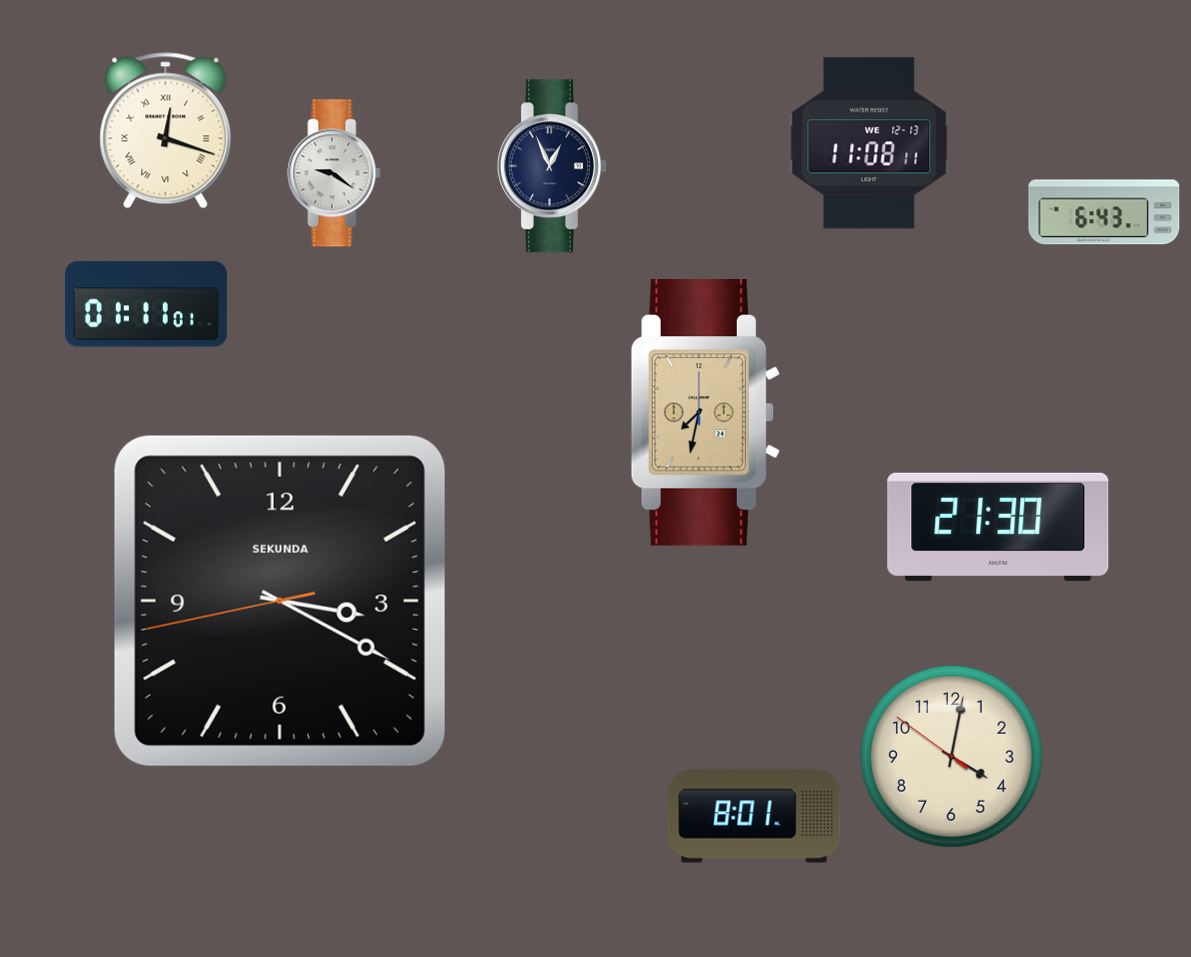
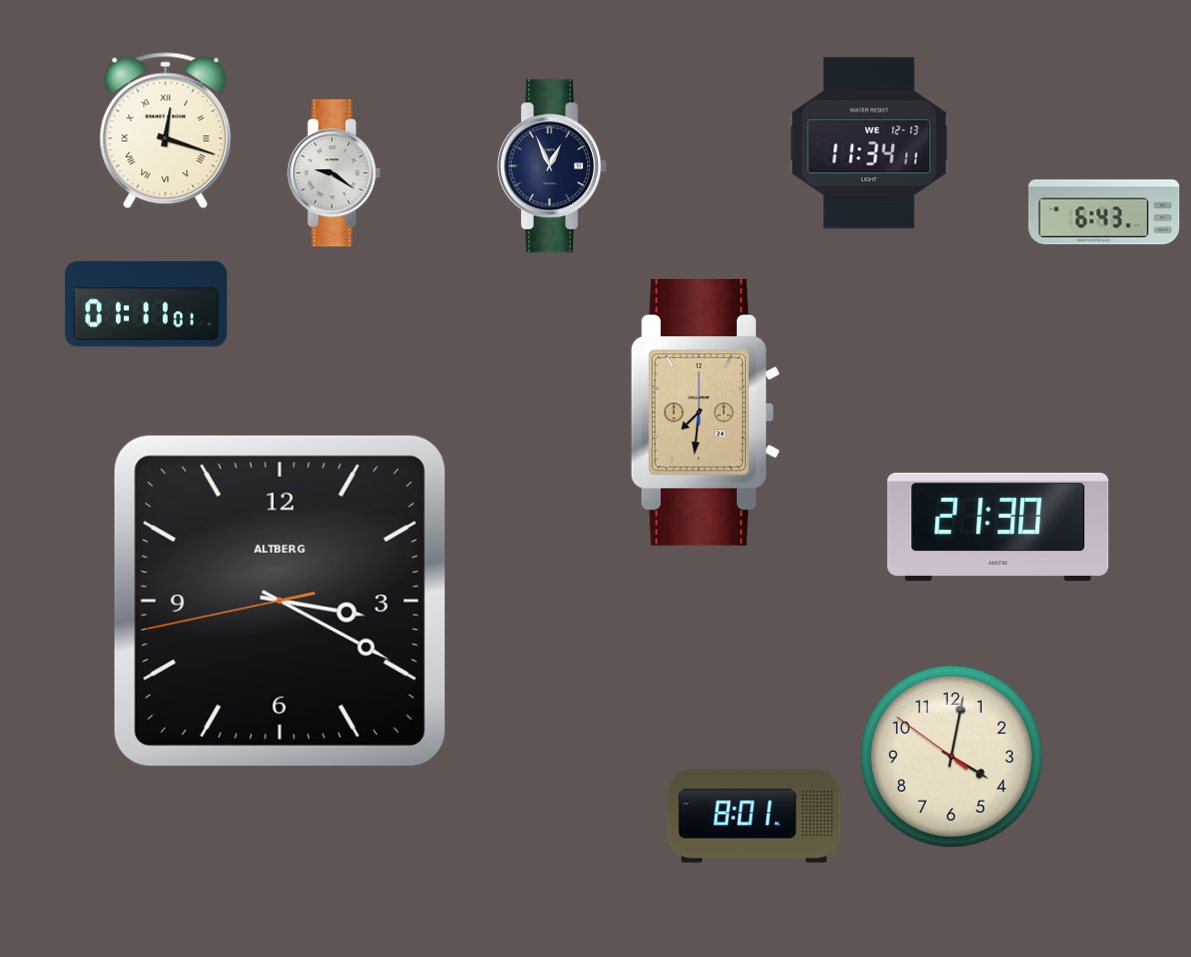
clock at (869, 143): 11:08 -> 11:34
clock at (705, 413): 7:32 -> 7:31
clock at (280, 601) brand: SEKUNDA -> ALTBERG
